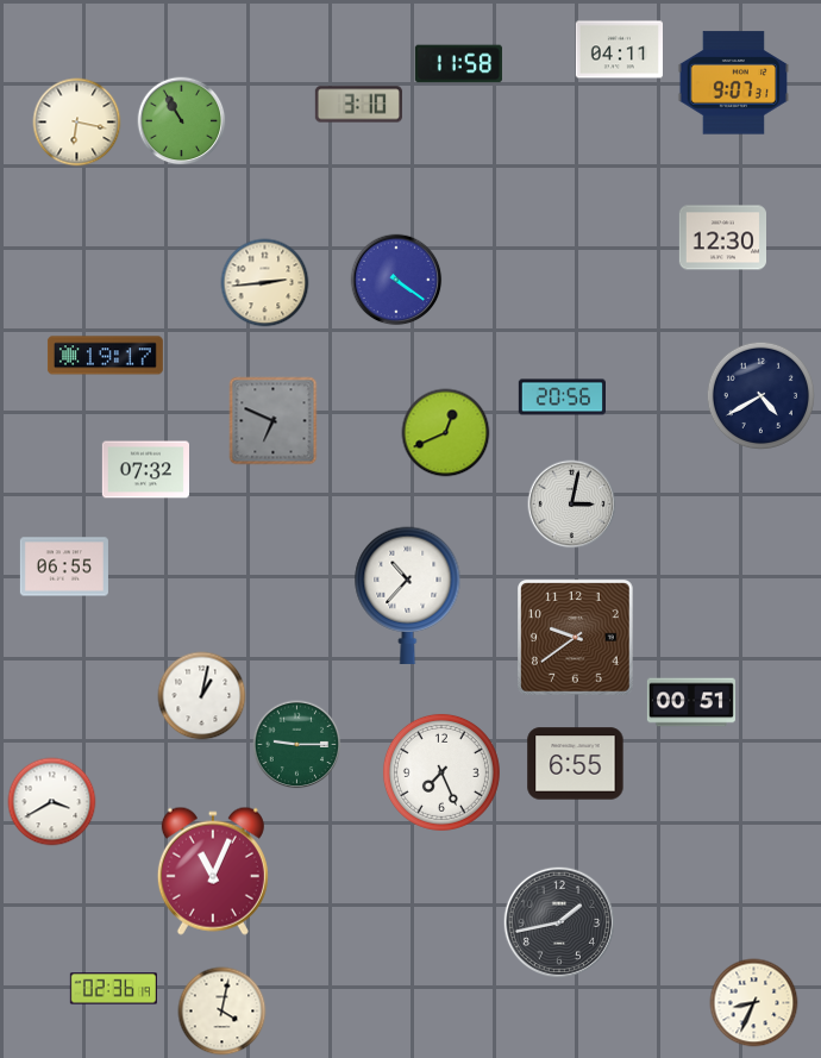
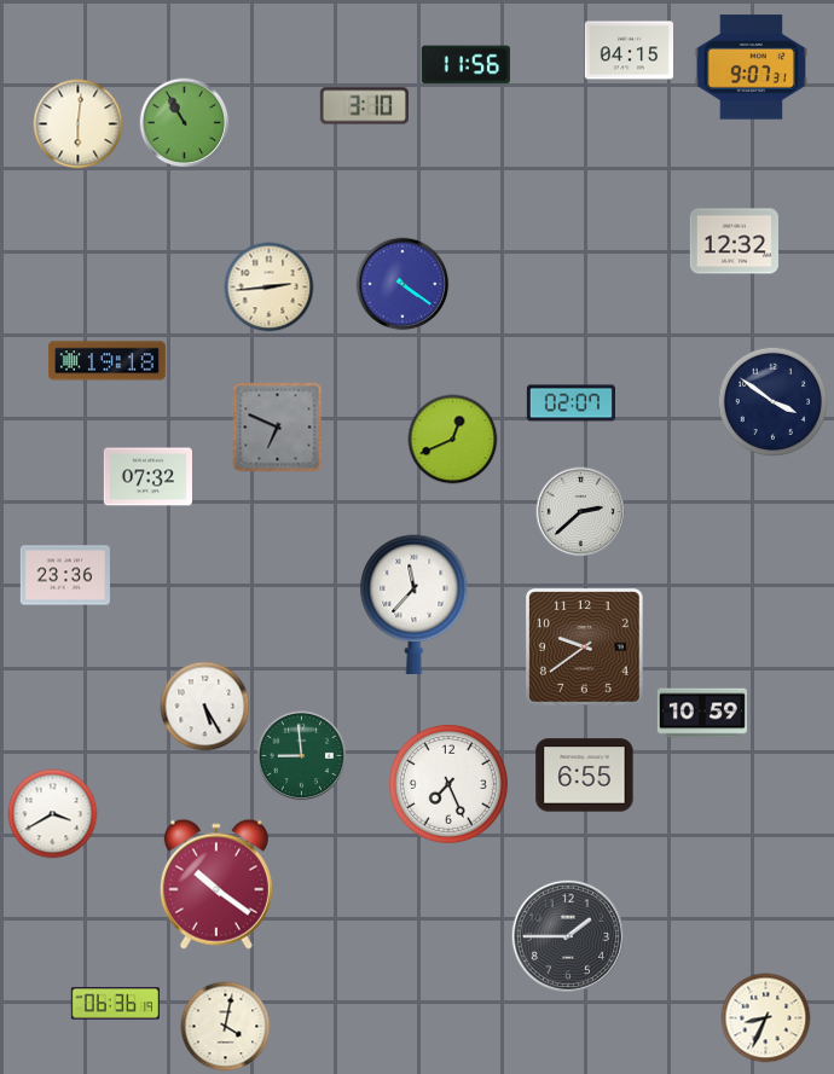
clock at (619, 50): 04:11 -> 04:15
clock at (458, 64): 11:58 -> 11:56
clock at (734, 83) position: (734, 83) -> (752, 68)
clock at (77, 123): 6:17 -> 6:01
clock at (722, 238): 12:30 -> 12:32
clock at (105, 356): 19:17 -> 19:18
clock at (760, 395): 4:40 -> 3:51
clock at (562, 397): 20:56 -> 02:07
clock at (572, 505): 3:02 -> 2:38
clock at (64, 566): 06:55 -> 23:36
clock at (408, 595): 10:37 -> 11:37
clock at (202, 696): 1:02 -> 5:25
clock at (691, 702): 00:51 -> 10:59
clock at (297, 745): 9:15 -> 8:59
clock at (213, 871): 11:04 -> 10:21
clock at (559, 922): 1:43 -> 1:45
clock at (113, 989): 02:36 -> 06:36
